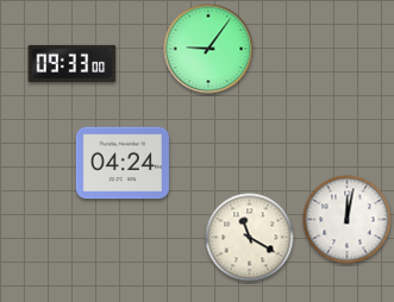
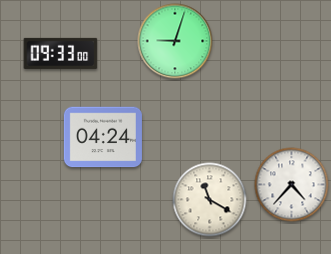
clock at (208, 49): 9:06 -> 9:03
clock at (348, 220): 12:02 -> 4:37
